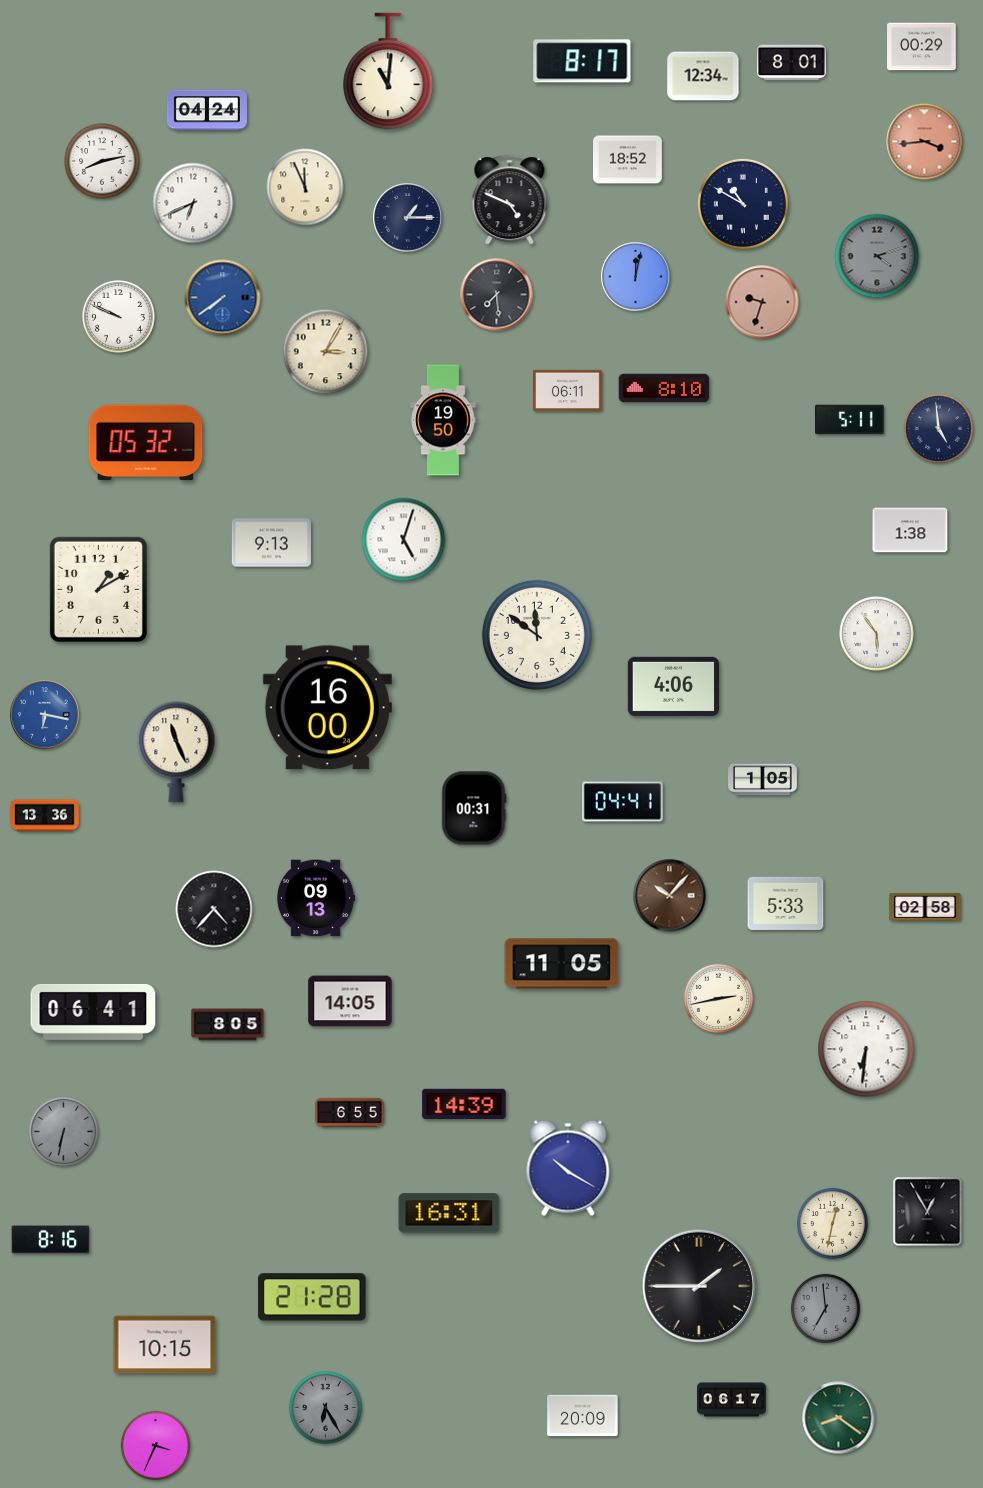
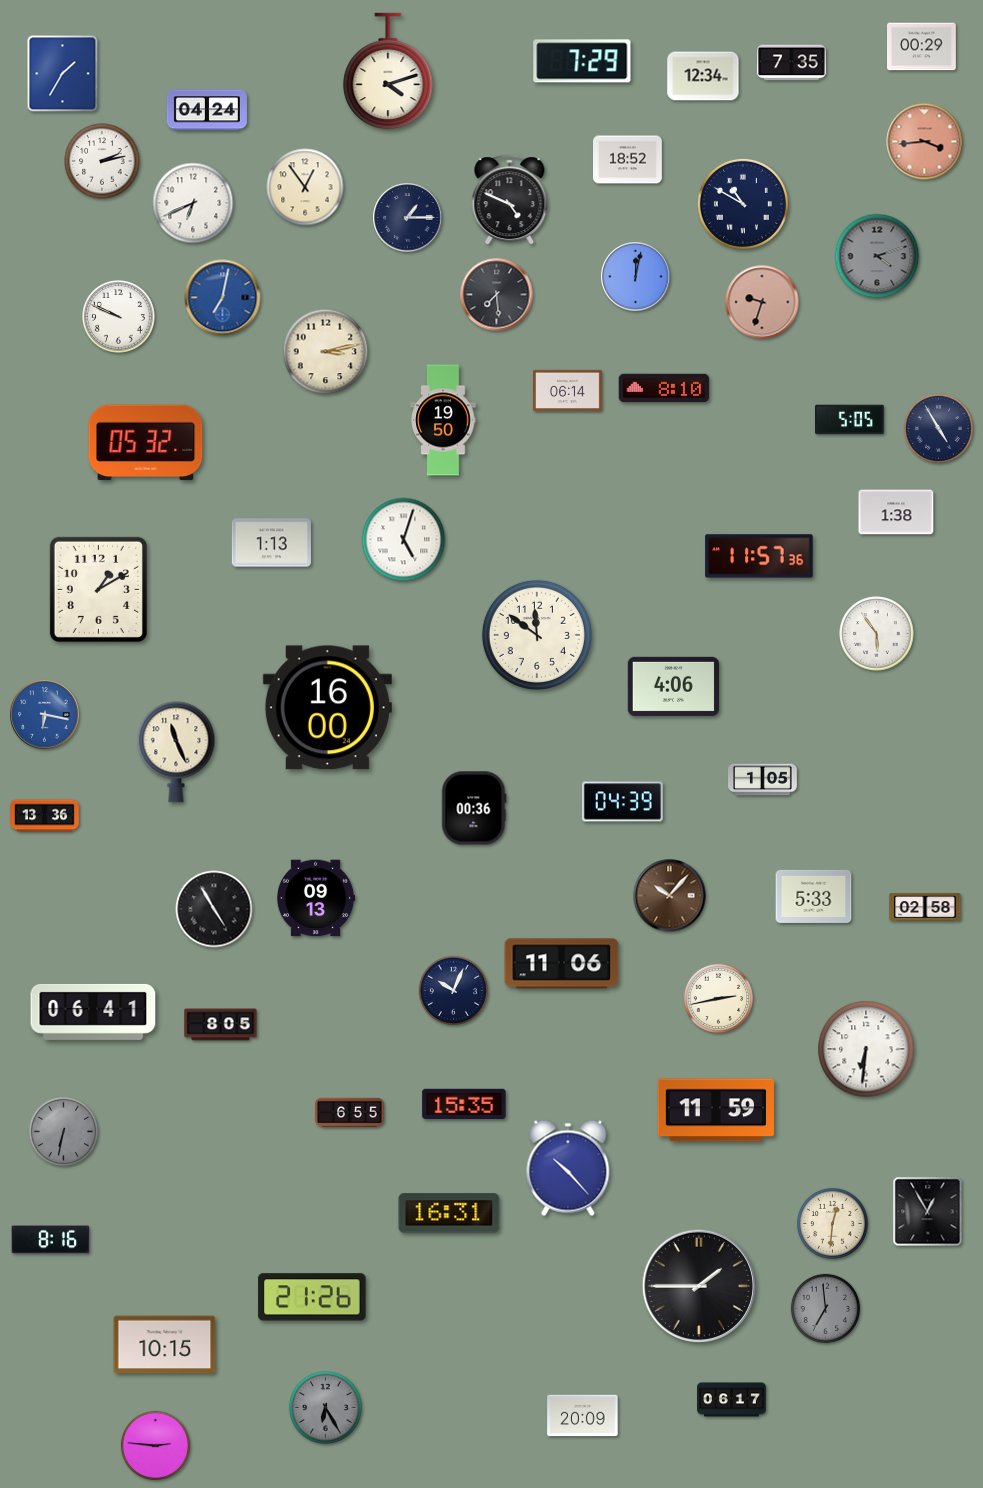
clock at (582, 61): 8:17 -> 7:29
clock at (792, 63): 8:01 -> 7:35
clock at (388, 71): 11:01 -> 4:12
clock at (63, 74): none -> 1:35
clock at (102, 161): 8:13 -> 2:13
clock at (305, 187): 11:56 -> 12:54
clock at (223, 298): 7:39 -> 7:02
clock at (326, 352): 3:05 -> 3:13
clock at (568, 390): 06:11 -> 06:14
clock at (850, 420): 5:11 -> 5:05
clock at (938, 428): 4:59 -> 4:55
clock at (910, 530) position: (910, 530) -> (896, 512)
clock at (271, 543): 9:13 -> 1:13
clock at (759, 556): none -> 11:57
clock at (622, 802): 04:41 -> 04:39
clock at (474, 808): 00:31 -> 00:36
clock at (786, 903) position: (786, 903) -> (814, 896)
clock at (214, 909): 4:37 -> 4:55
clock at (562, 964): 11:05 -> 11:06
clock at (453, 990): none -> 10:04
clock at (350, 1001): 14:05 -> none
clock at (228, 1025) position: (228, 1025) -> (221, 1025)
clock at (464, 1103): 14:39 -> 15:35
clock at (716, 1110): none -> 11:59
clock at (568, 1168): 10:20 -> 10:23
clock at (832, 1223): 12:32 -> 12:31
clock at (312, 1297): 21:28 -> 21:26
clock at (839, 1418): 8:21 -> none
clock at (155, 1445): 3:34 -> 2:46
